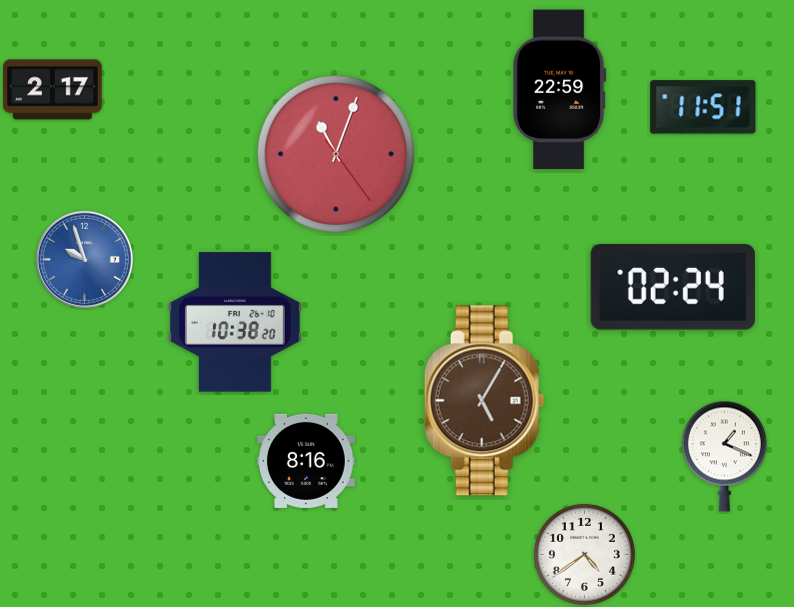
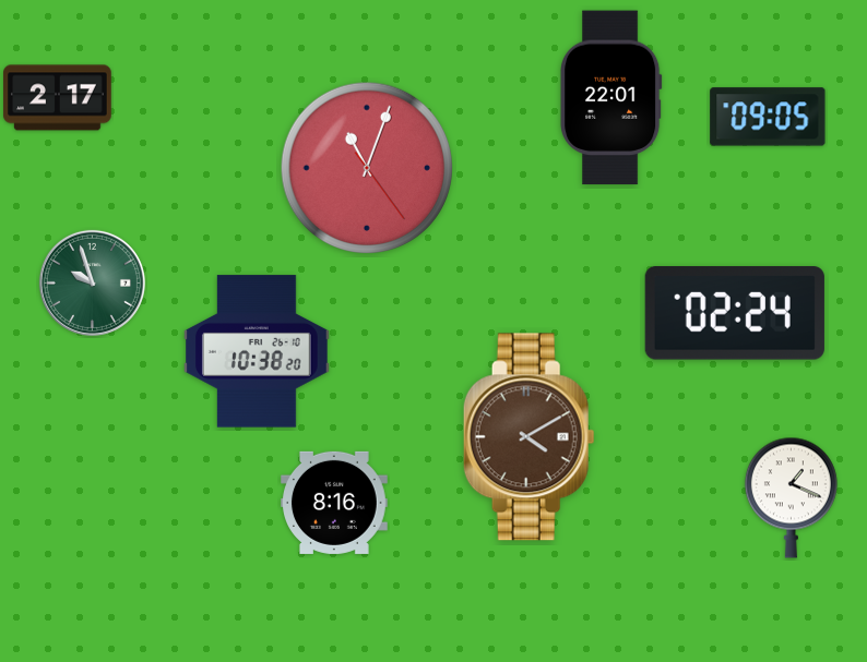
clock at (559, 90): 22:59 -> 22:01
clock at (703, 107): 11:51 -> 09:05
clock at (84, 259) dial: blue -> green
clock at (484, 401): 5:05 -> 4:10
clock at (584, 554): 4:39 -> none
